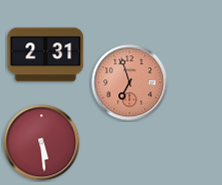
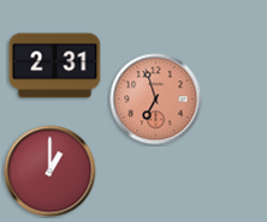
clock at (42, 143): 5:29 -> 1:00
